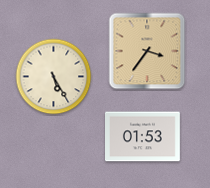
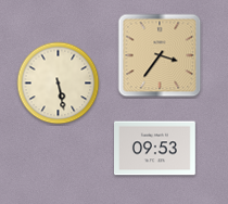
clock at (54, 77): 5:25 -> 5:28
clock at (143, 137): 01:53 -> 09:53
